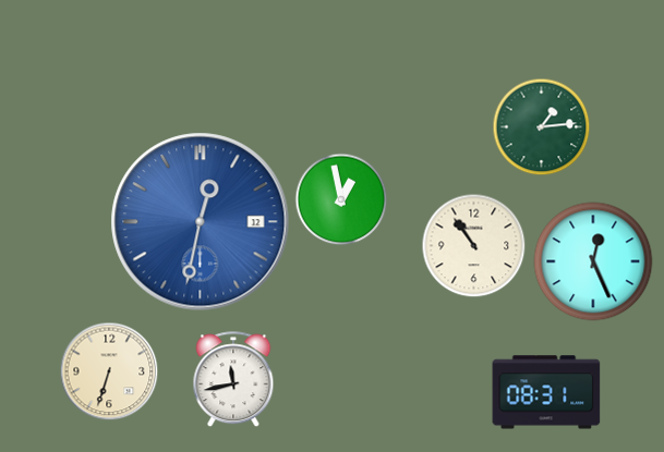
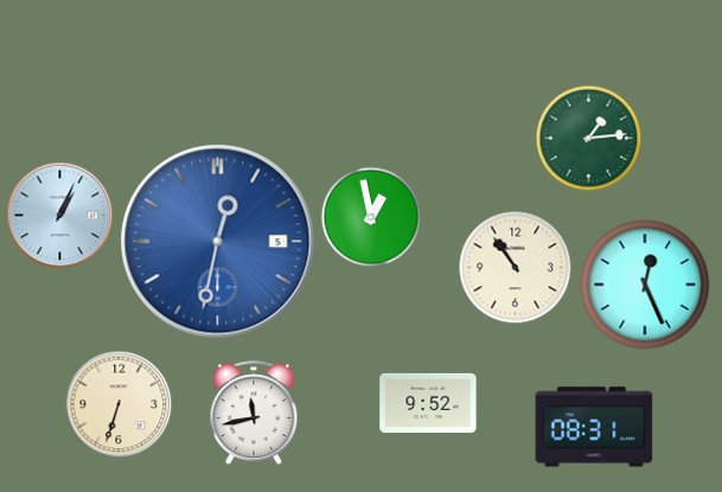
clock at (59, 215): none -> 1:04
clock at (201, 222) date: 12 -> 5
clock at (428, 403): none -> 9:52
